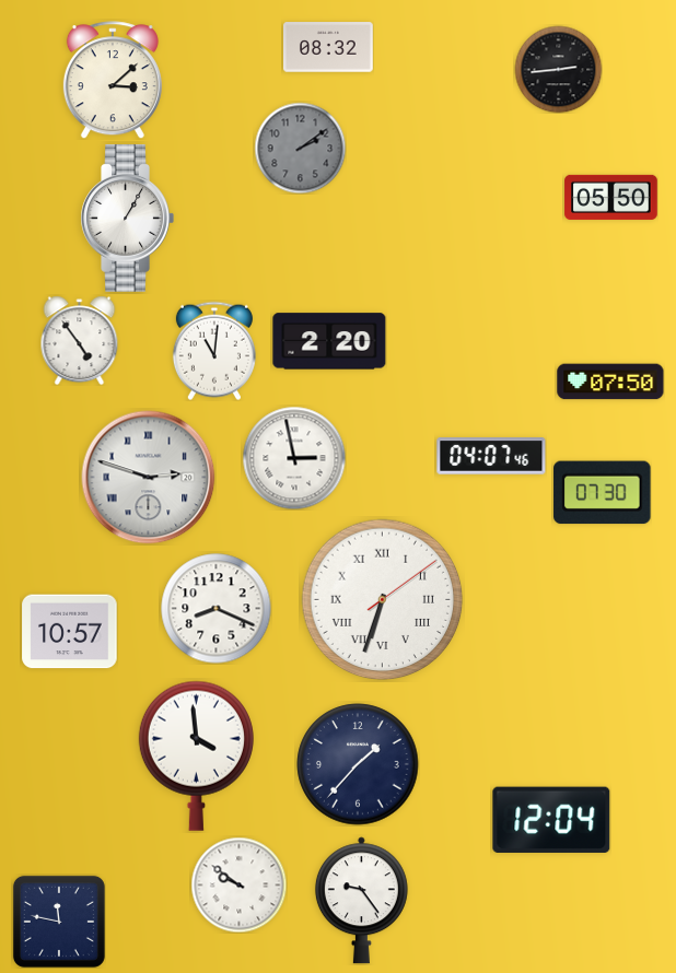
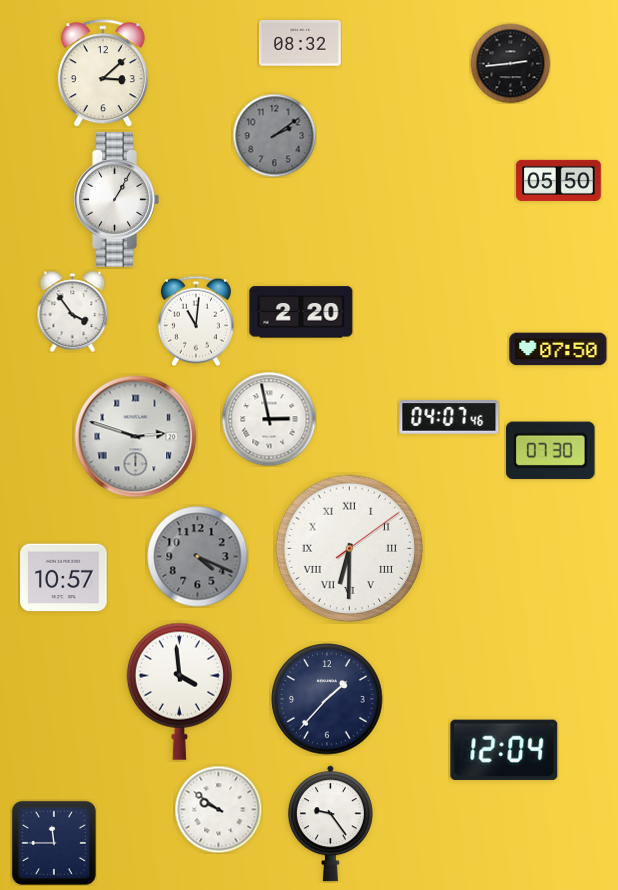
clock at (80, 340): 4:54 -> 3:54
clock at (383, 600): 6:33 -> 6:30
clock at (217, 609): 8:19 -> 4:19
clock at (217, 609) dial: white -> grey
clock at (59, 922): 11:47 -> 11:45
